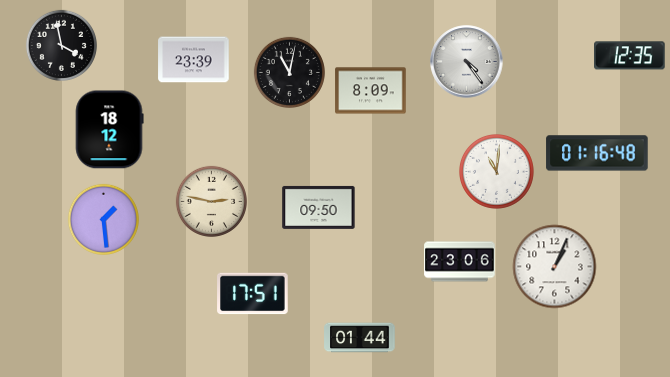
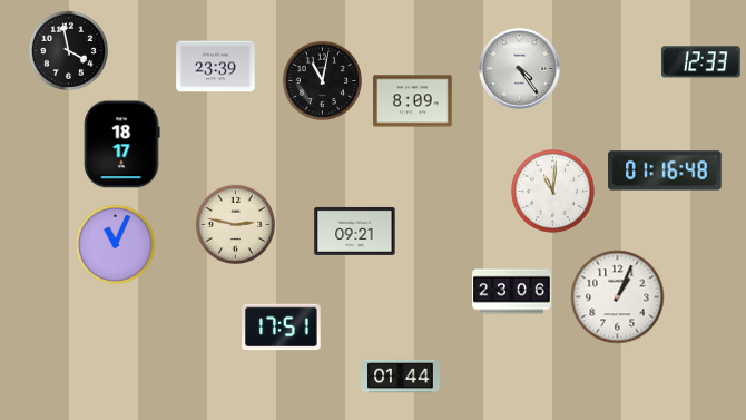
clock at (630, 56): 12:35 -> 12:33
clock at (109, 130): 18:12 -> 18:17
clock at (319, 207): 09:50 -> 09:21
clock at (103, 219): 1:29 -> 11:04
